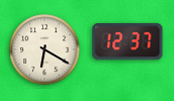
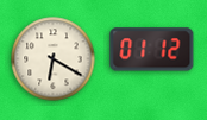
clock at (128, 42): 12:37 -> 01:12
